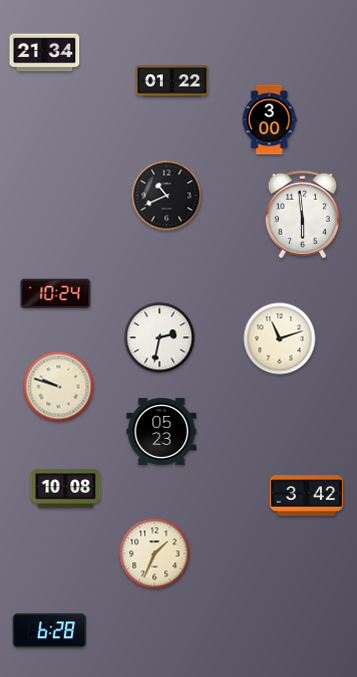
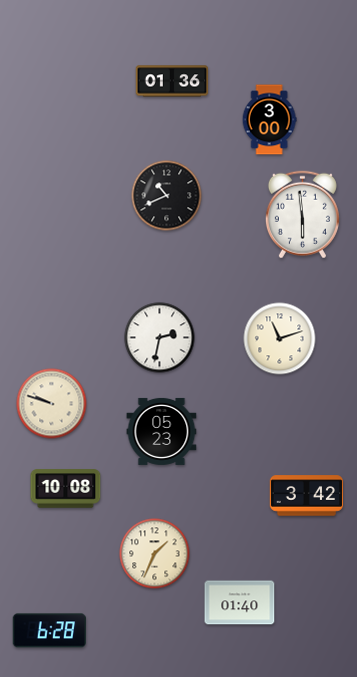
clock at (45, 53): 21:34 -> none
clock at (172, 81): 01:22 -> 01:36
clock at (56, 294): 10:24 -> none
clock at (59, 387) position: (59, 387) -> (52, 404)
clock at (240, 603): none -> 01:40
